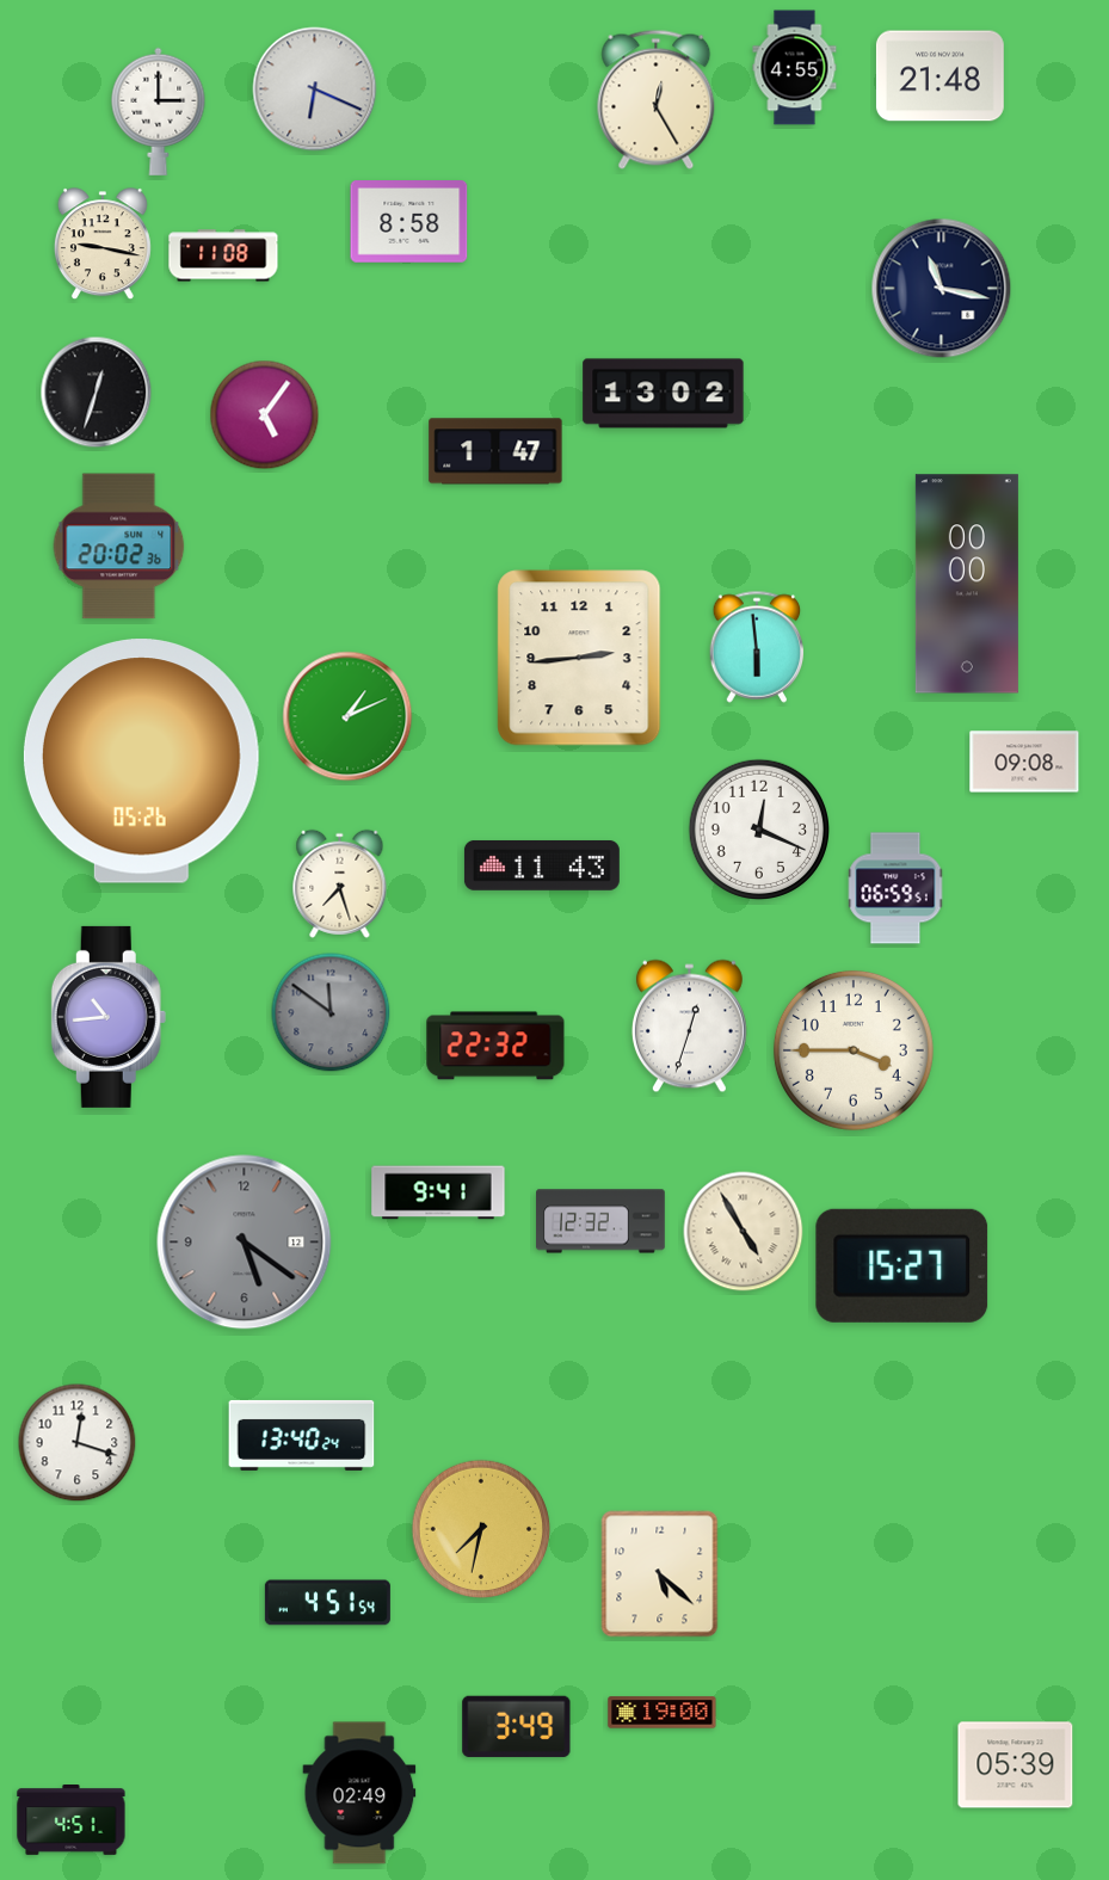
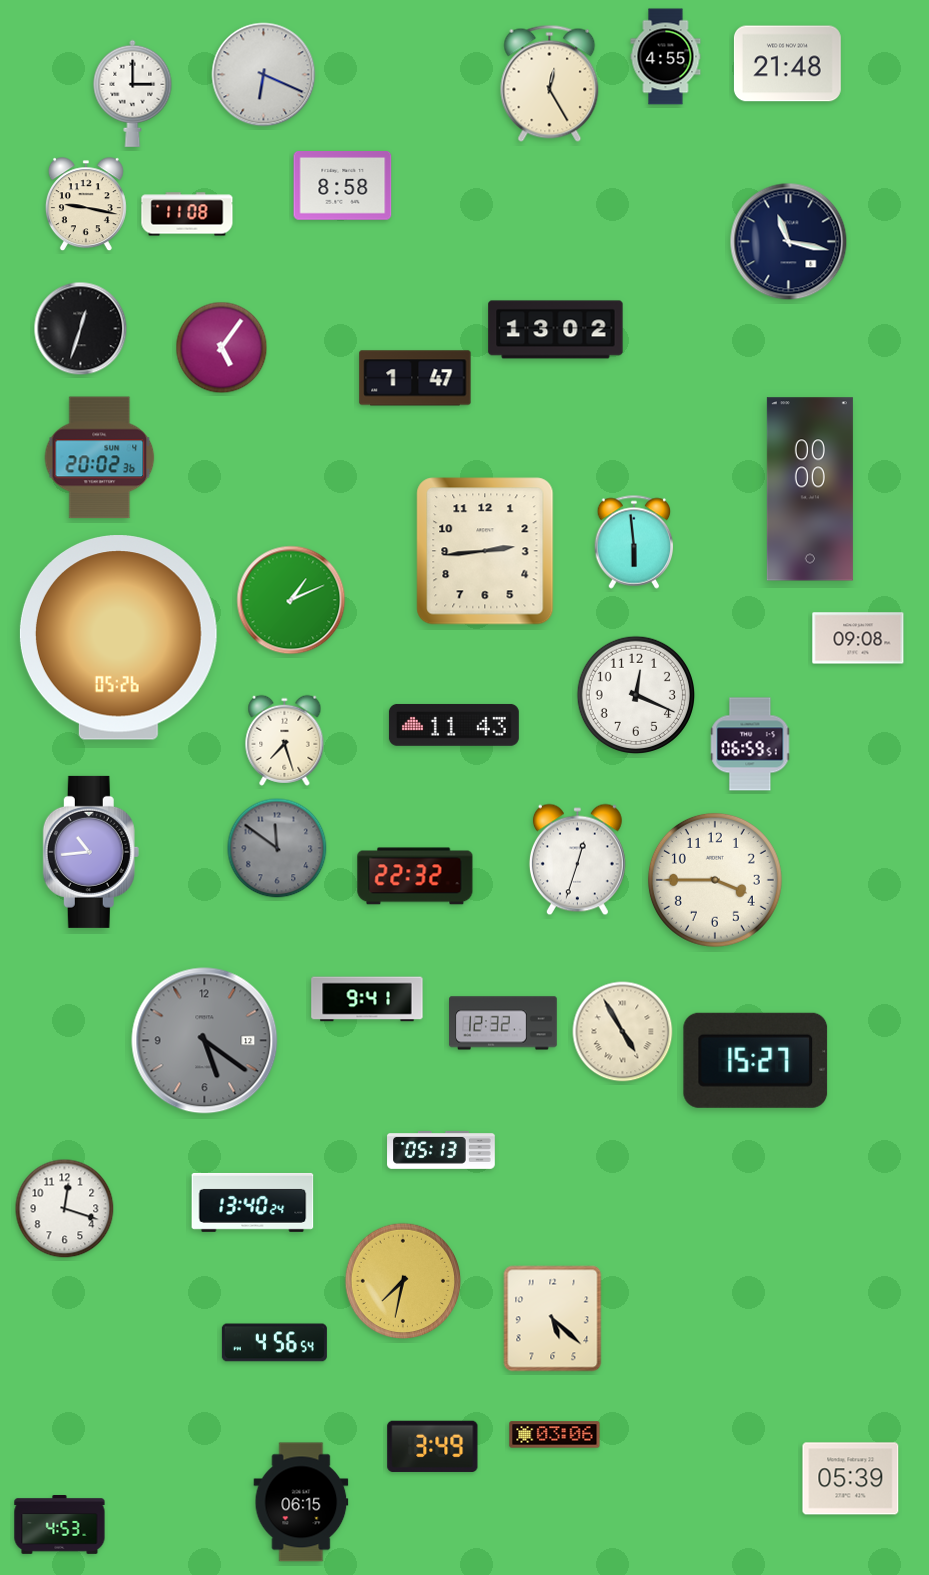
clock at (441, 1151): none -> 05:13
clock at (327, 1603): 4:51 -> 4:56
clock at (663, 1713): 19:00 -> 03:06
clock at (359, 1793): 02:49 -> 06:15
clock at (72, 1820): 4:51 -> 4:53
